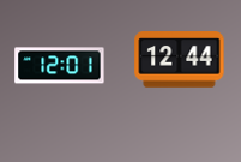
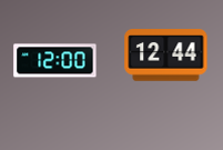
clock at (60, 66): 12:01 -> 12:00
